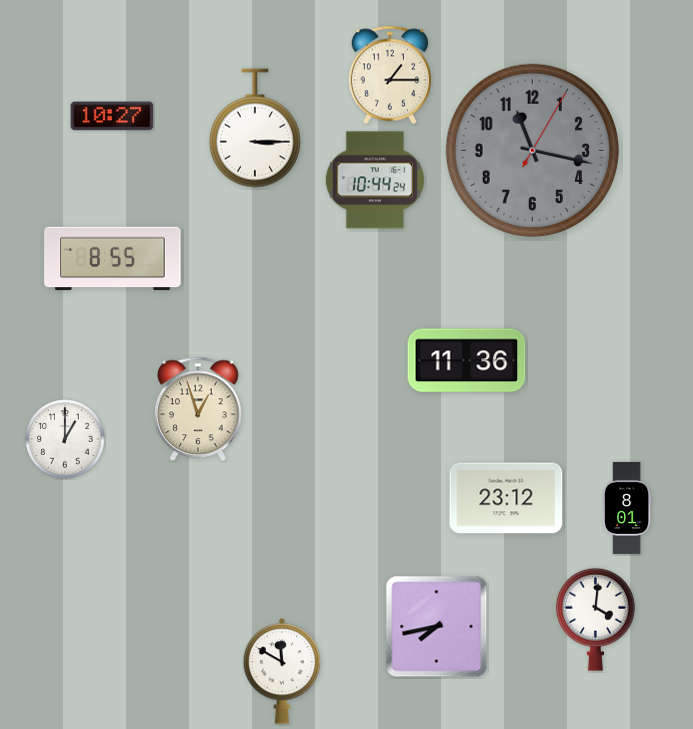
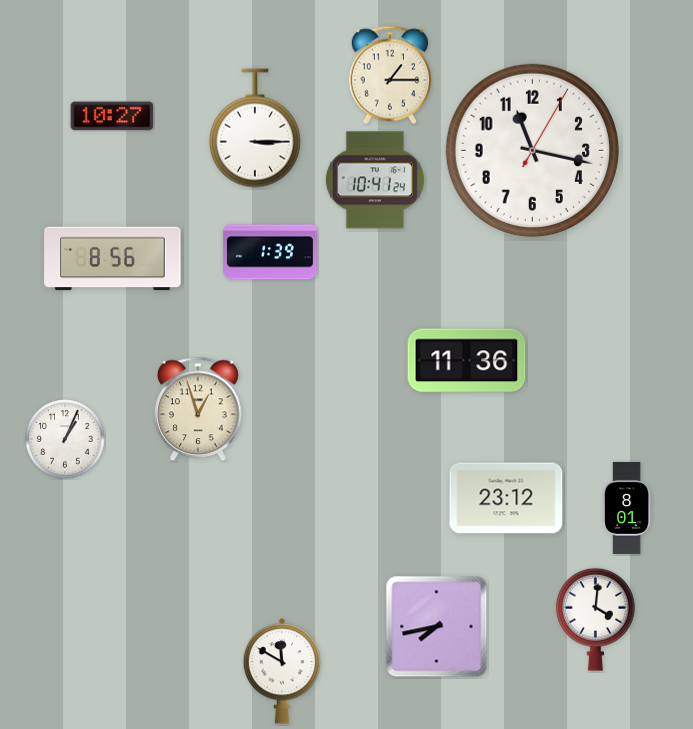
clock at (532, 150) dial: grey -> white
clock at (375, 180): 10:44 -> 10:41
clock at (270, 252): none -> 1:39
clock at (113, 259): 8:55 -> 8:56
clock at (65, 439): 1:00 -> 1:04
